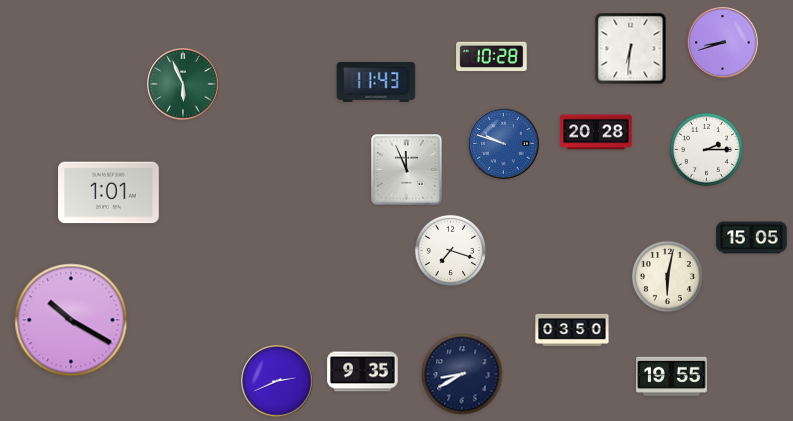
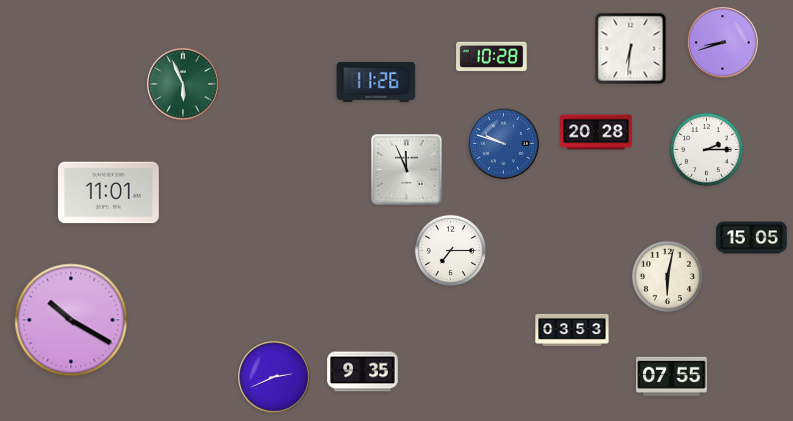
clock at (376, 82): 11:43 -> 11:26
clock at (109, 193): 1:01 -> 11:01
clock at (450, 250): 7:18 -> 7:15
clock at (572, 330): 03:50 -> 03:53
clock at (462, 374): 8:40 -> none
clock at (672, 376): 19:55 -> 07:55
clock at (277, 381) position: (277, 381) -> (274, 377)
